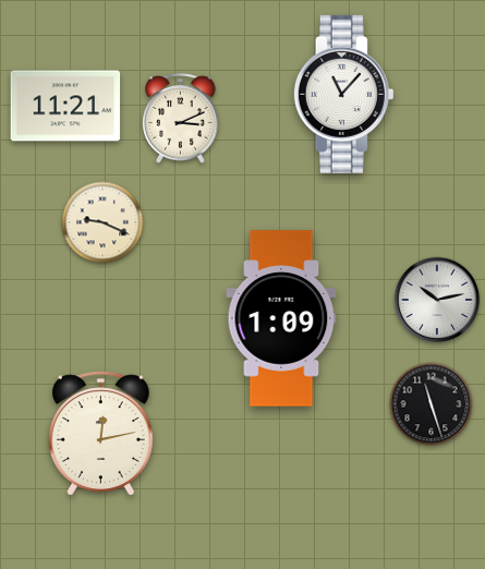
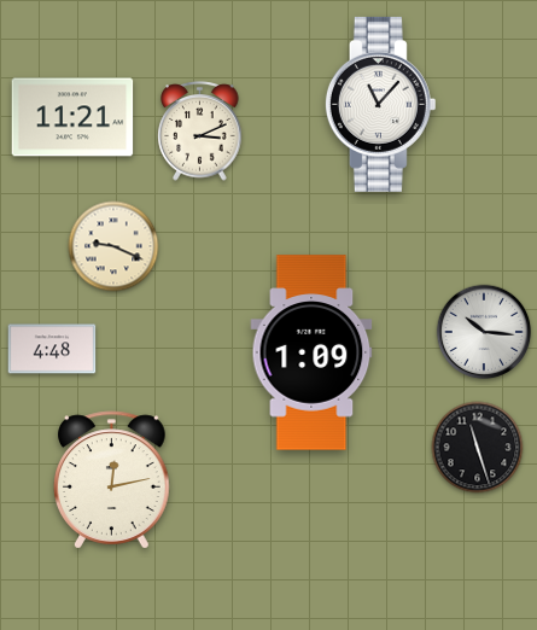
clock at (437, 300): 10:13 -> 10:16
clock at (52, 349): none -> 4:48
